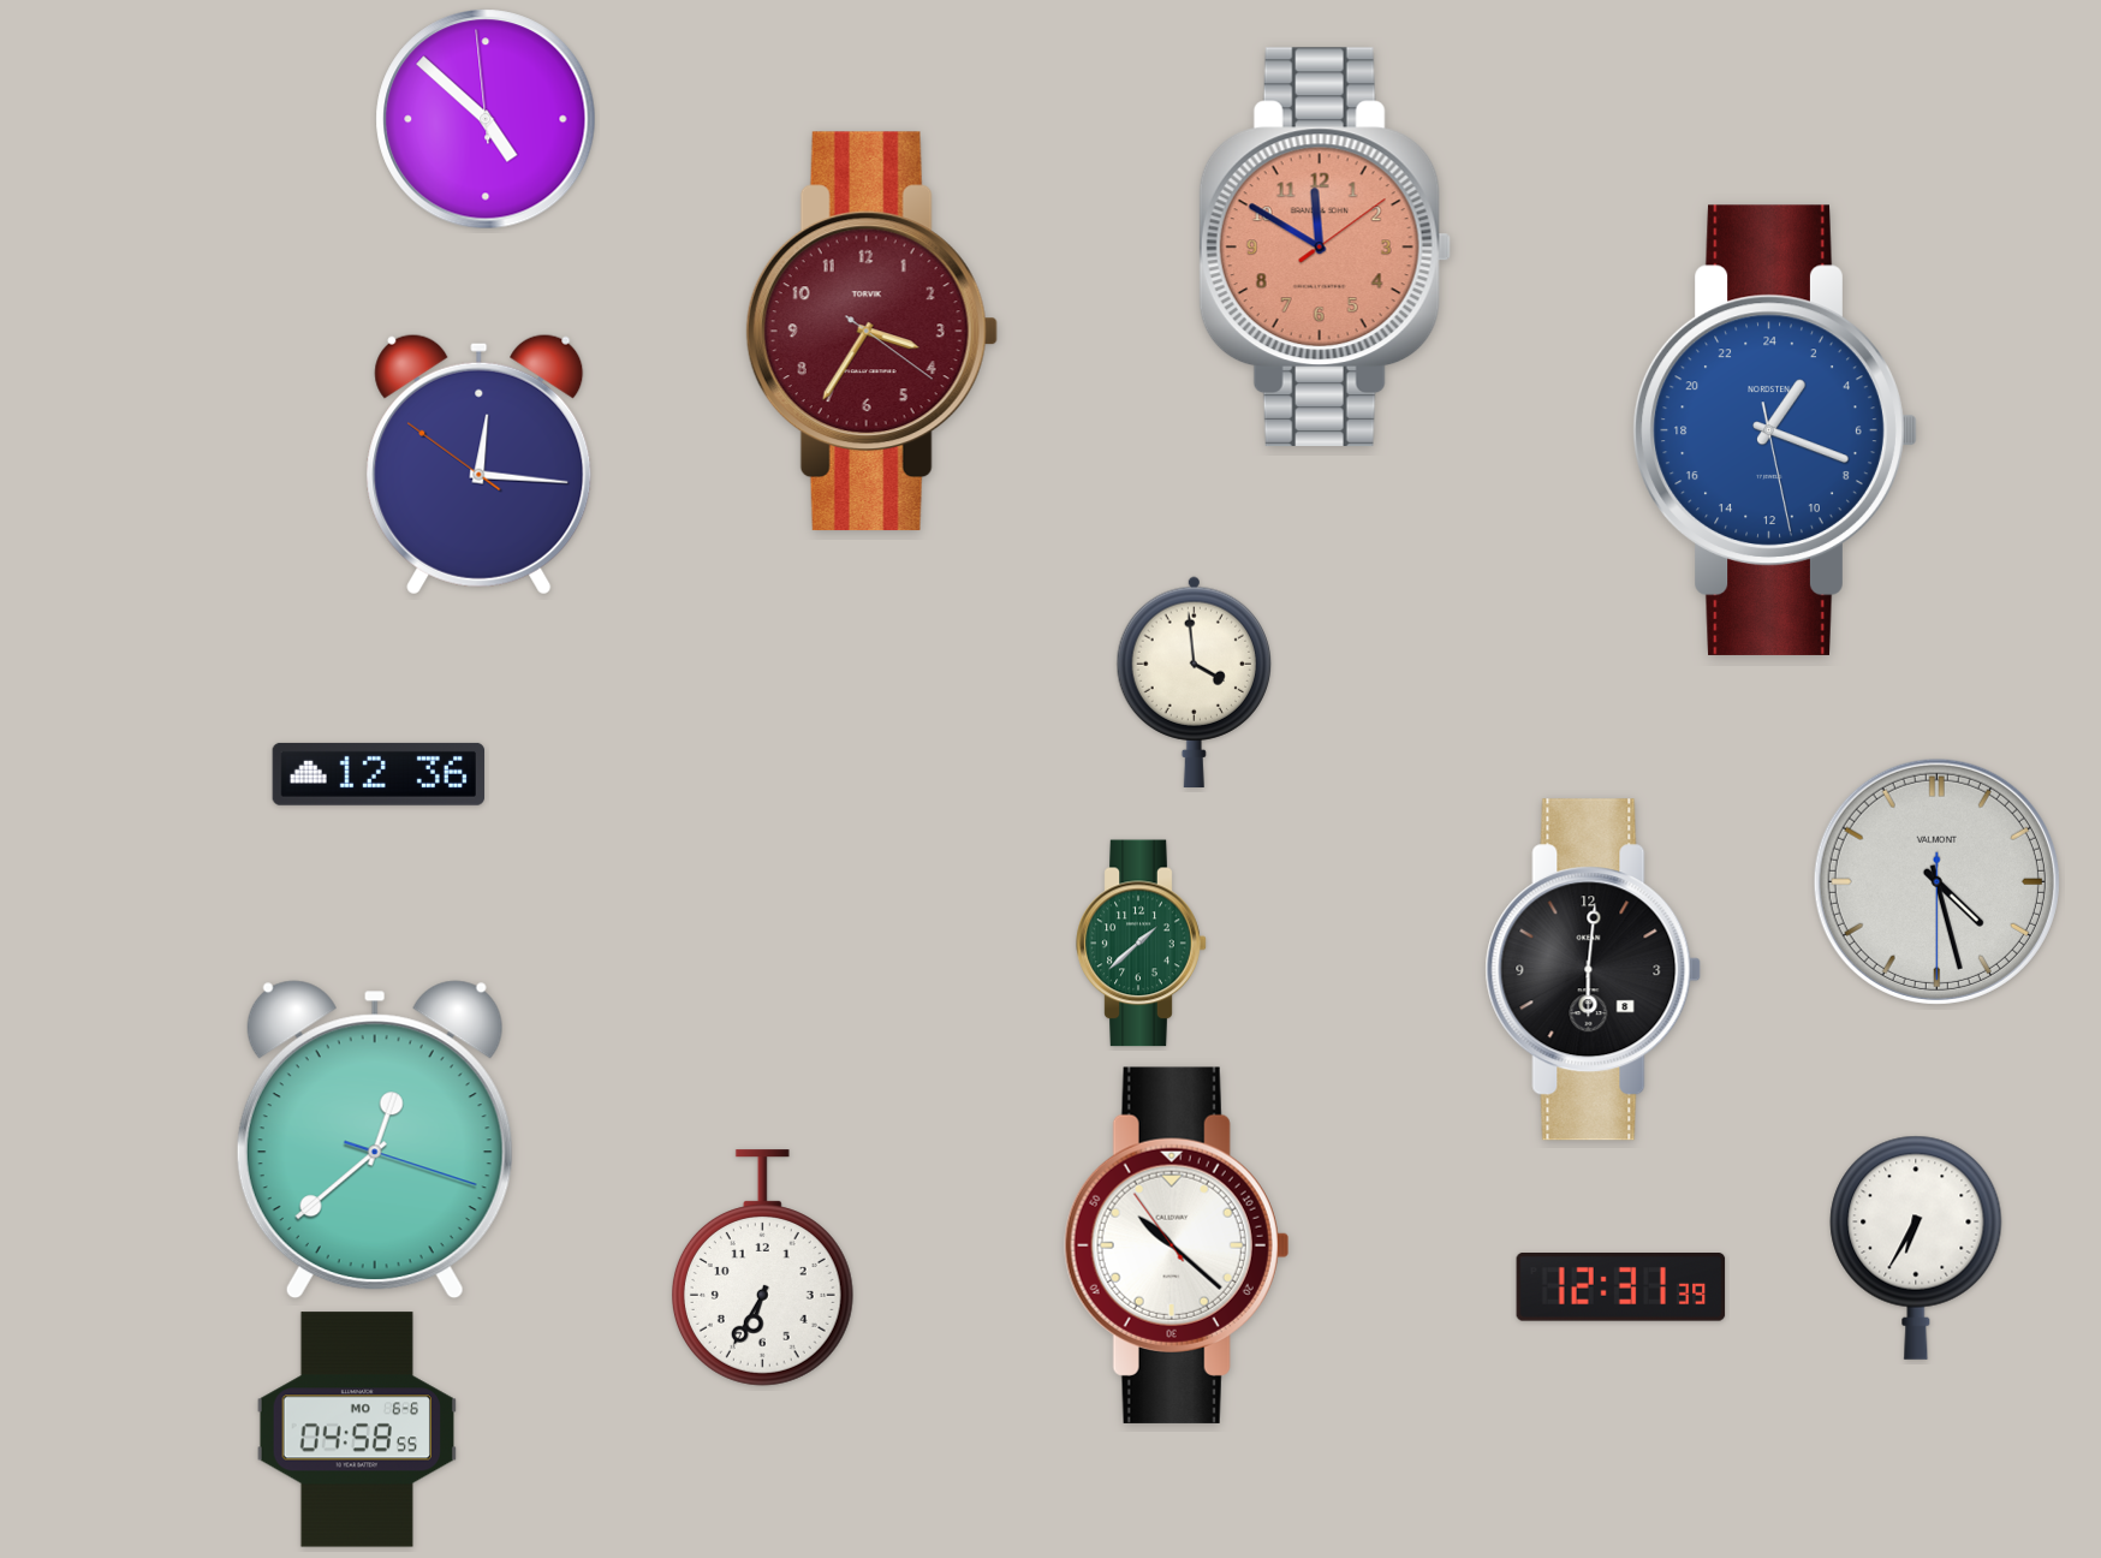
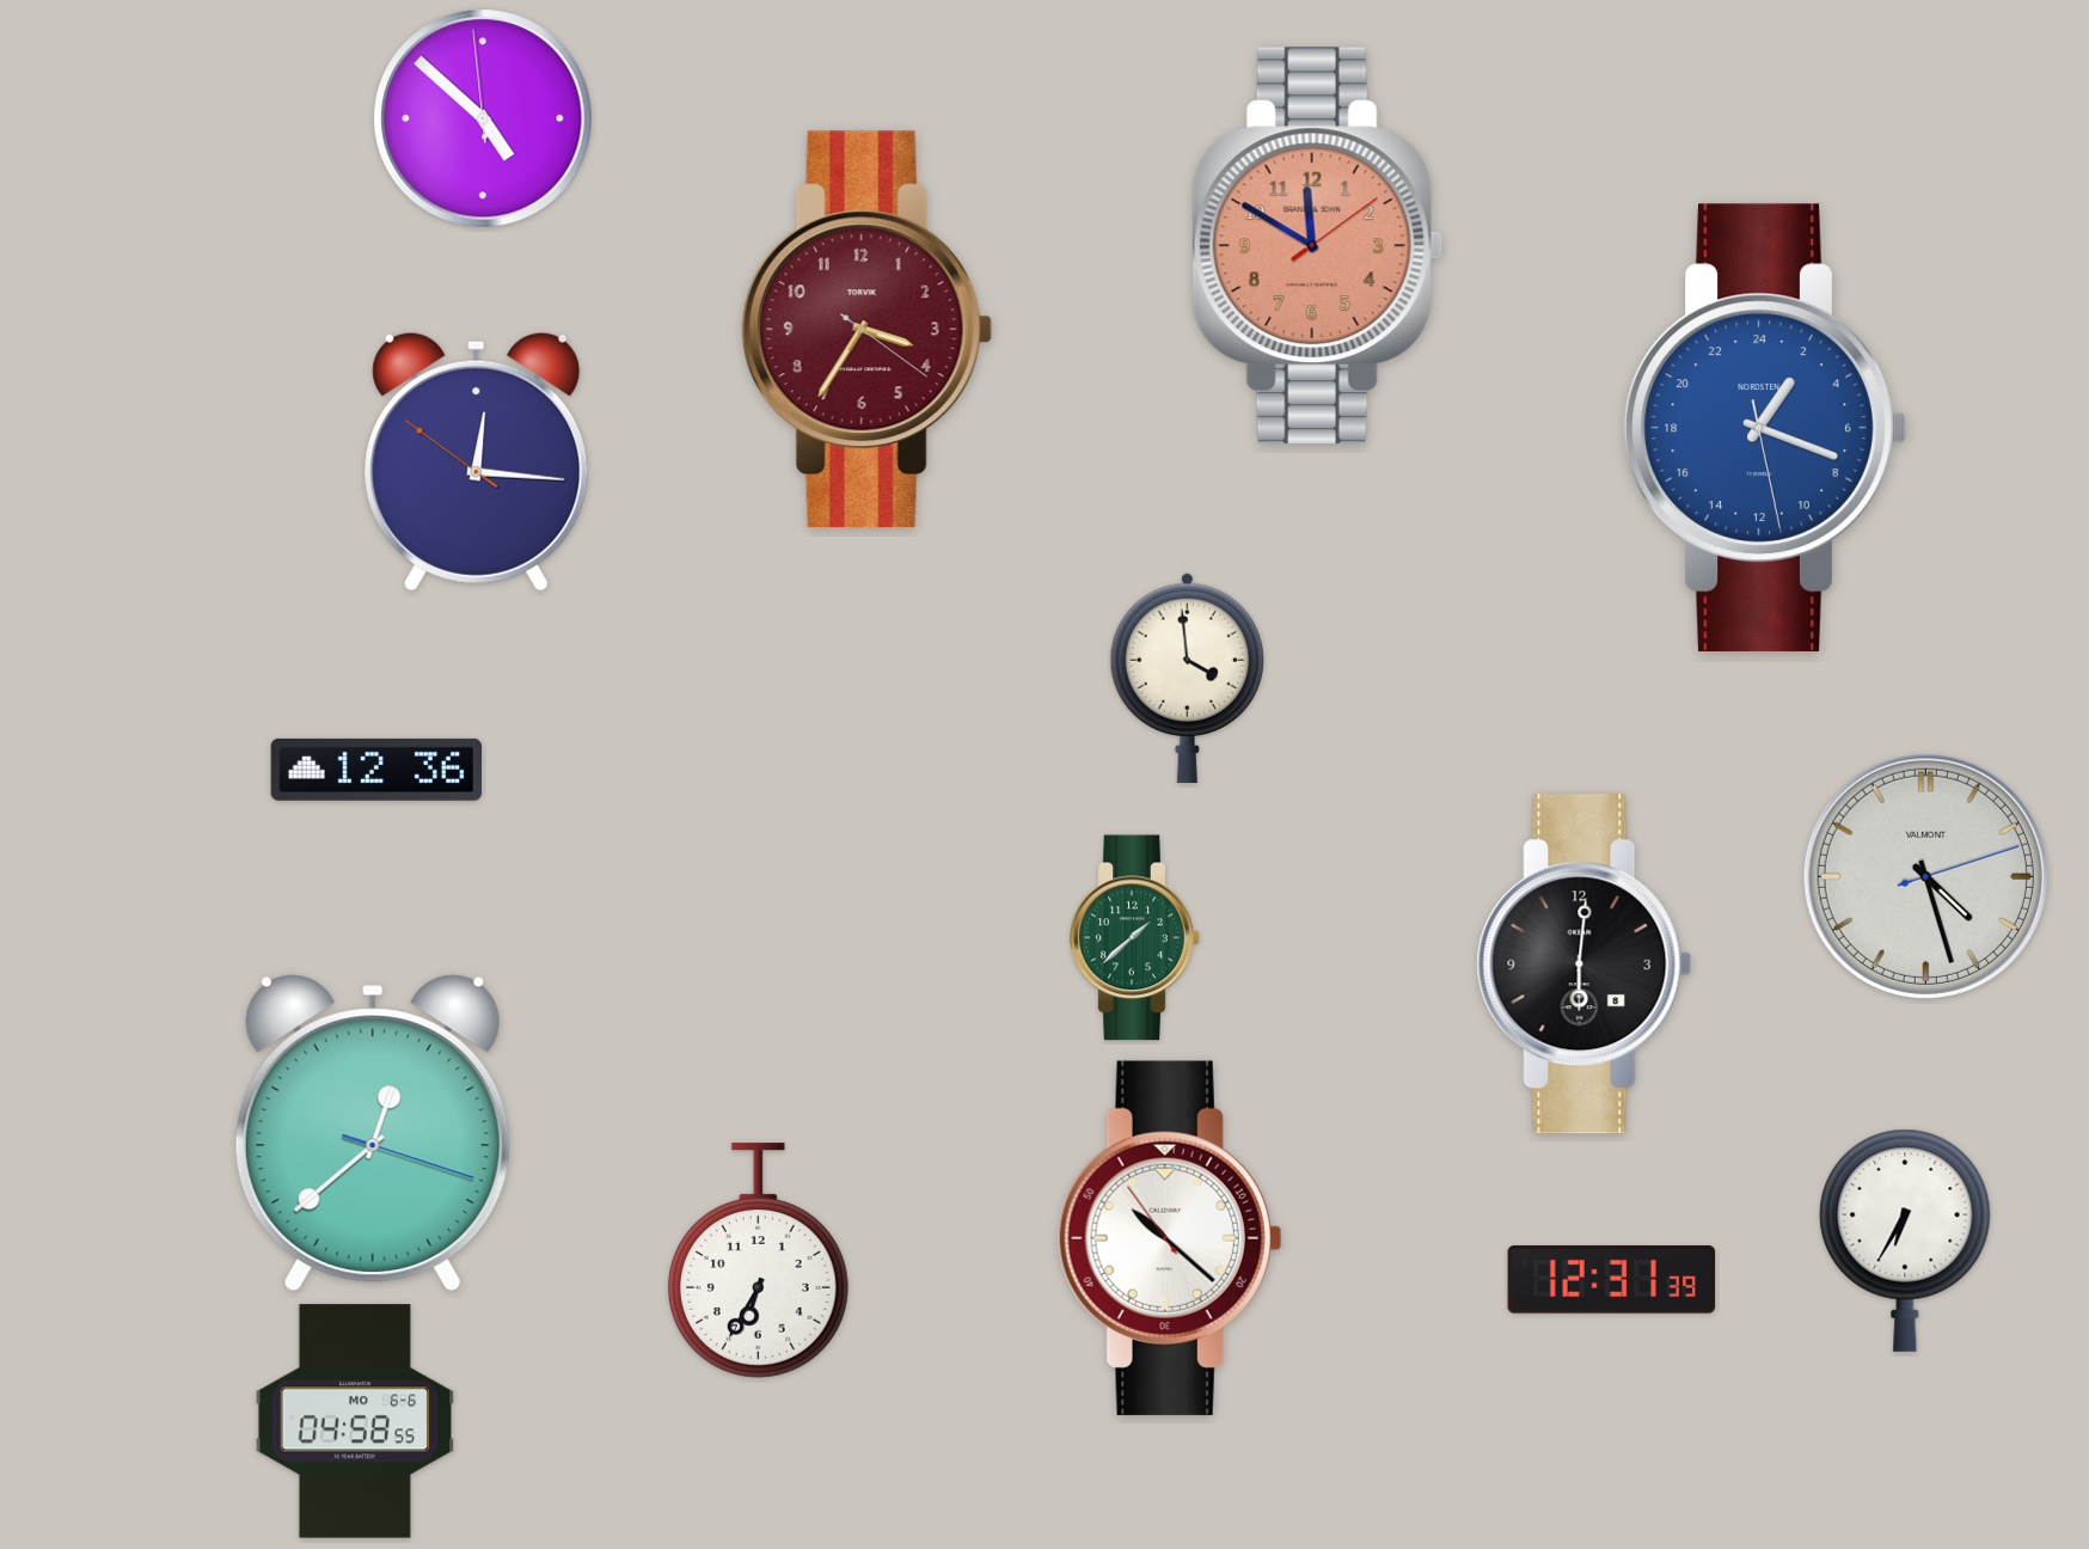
clock at (1936, 881): 4:27:30 -> 4:27:12
